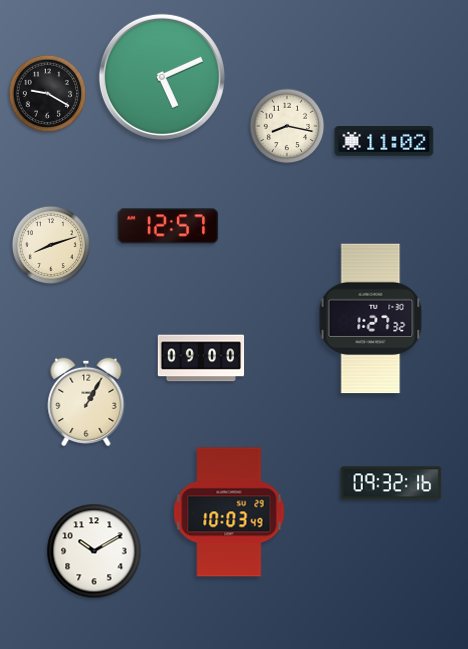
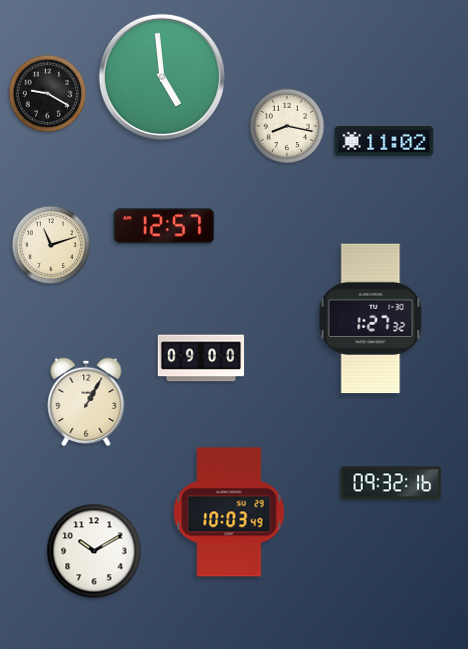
clock at (162, 77): 5:11 -> 4:59
clock at (168, 226) position: (168, 226) -> (164, 226)
clock at (50, 244): 8:12 -> 11:12
